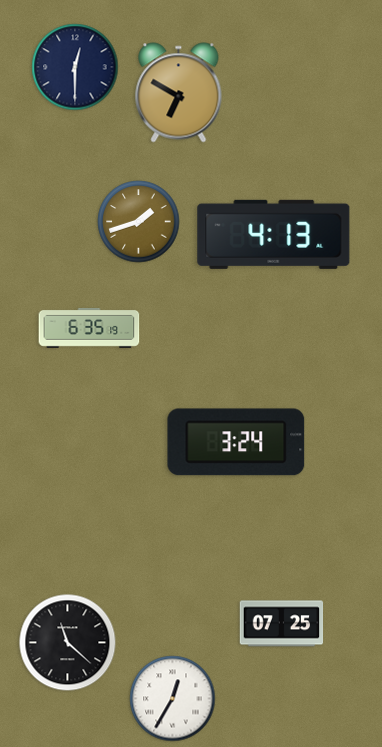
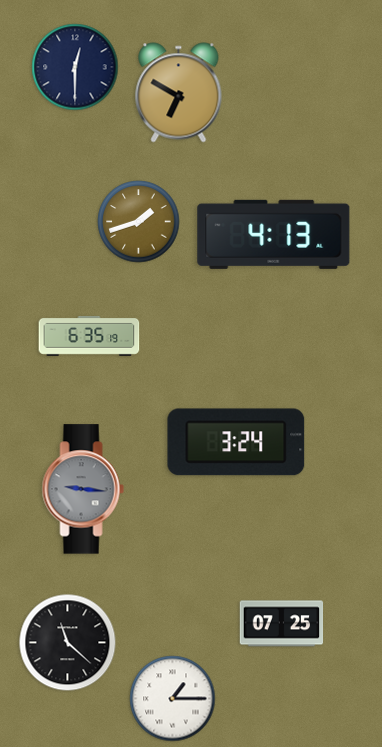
clock at (89, 328) position: (89, 328) -> (89, 336)
clock at (83, 489): none -> 9:16
clock at (173, 699): 12:35 -> 1:15
